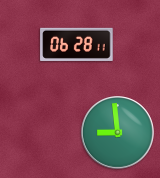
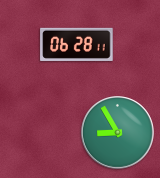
clock at (118, 133): 8:59 -> 8:55
